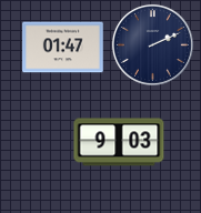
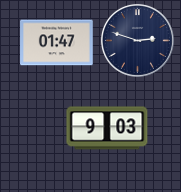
clock at (152, 44): 2:11 -> 2:48
